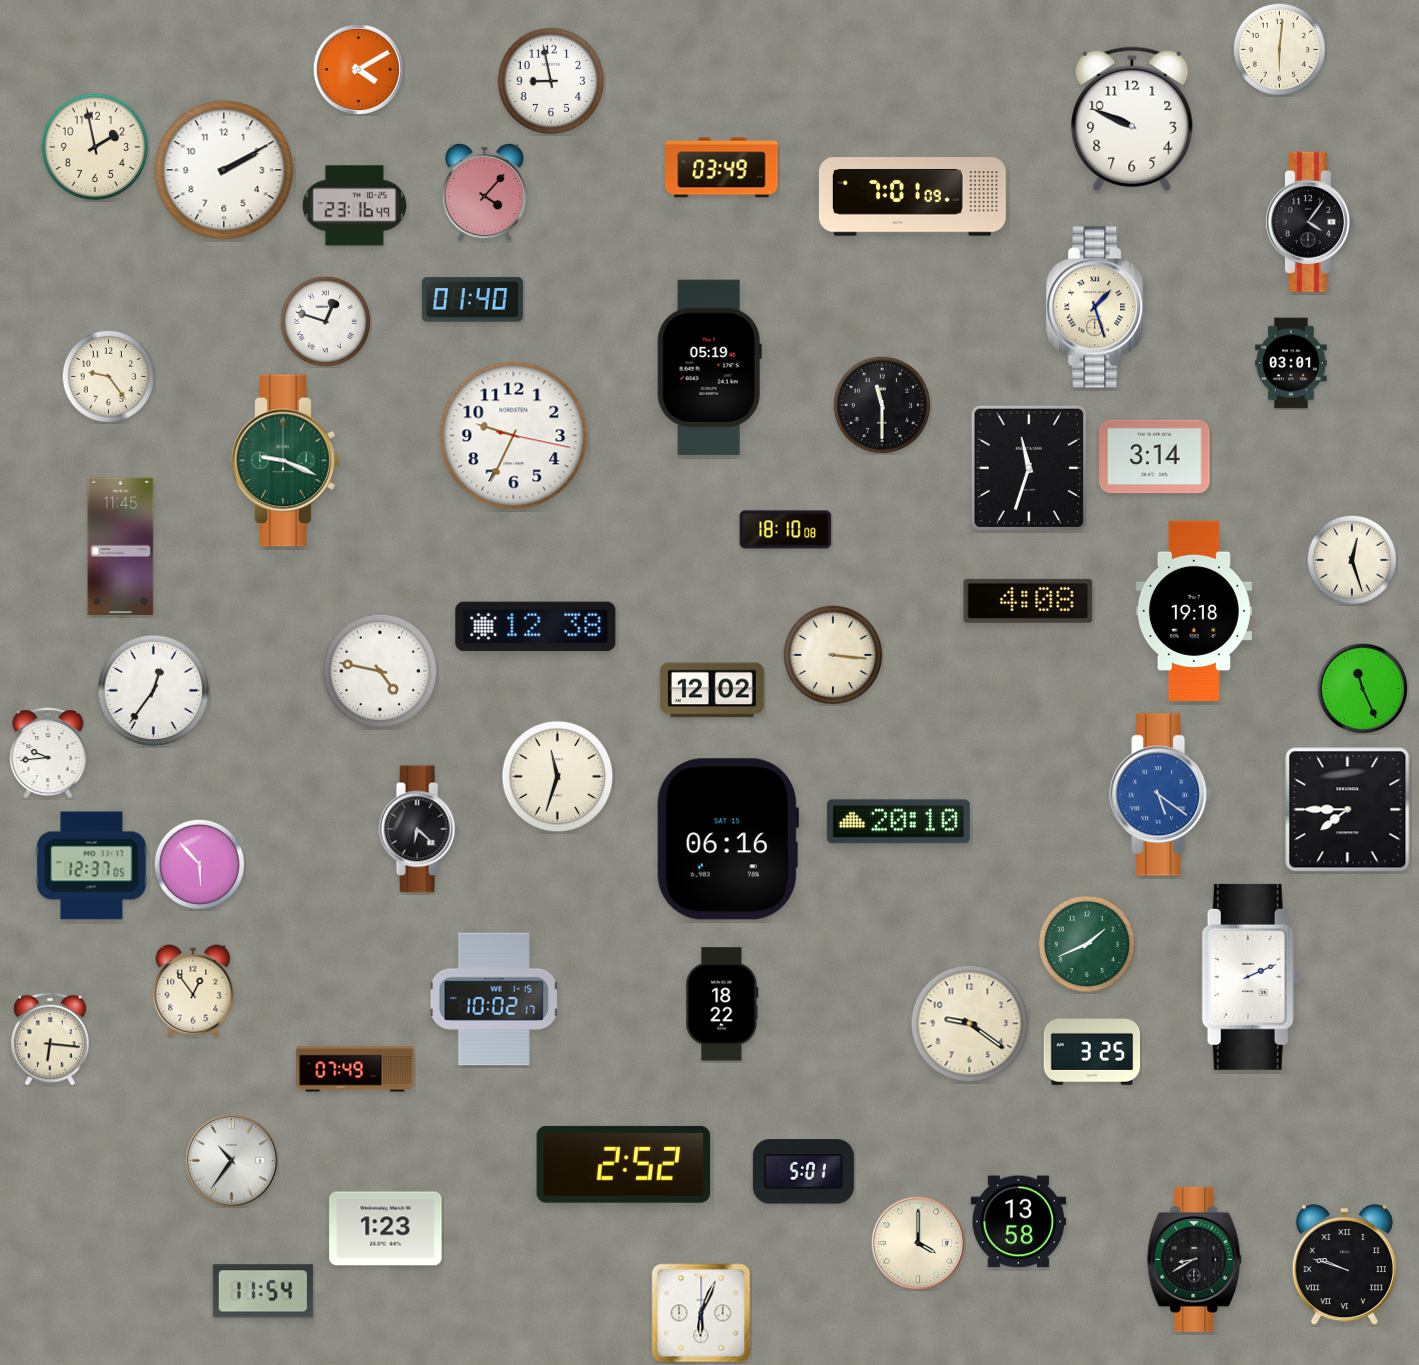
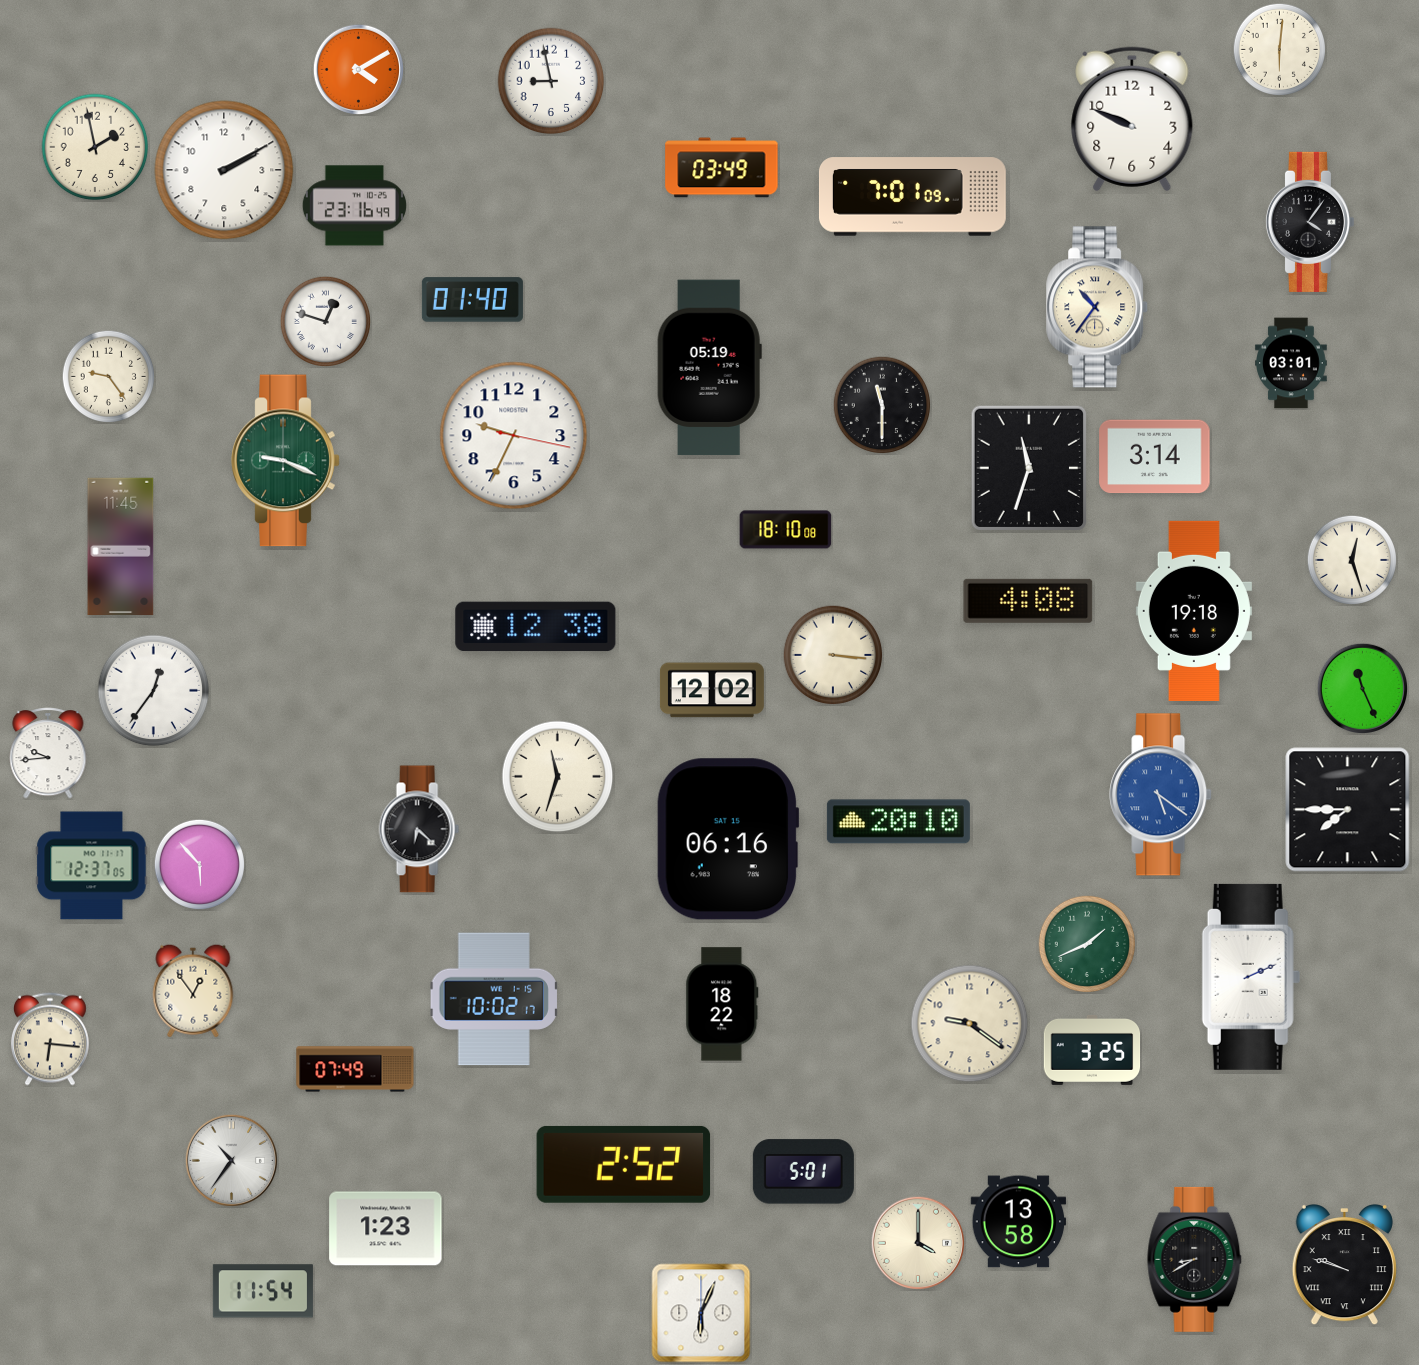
clock at (484, 192): 4:07 -> none
clock at (1098, 307): 1:27 -> 10:36
clock at (380, 671): 4:47 -> none
